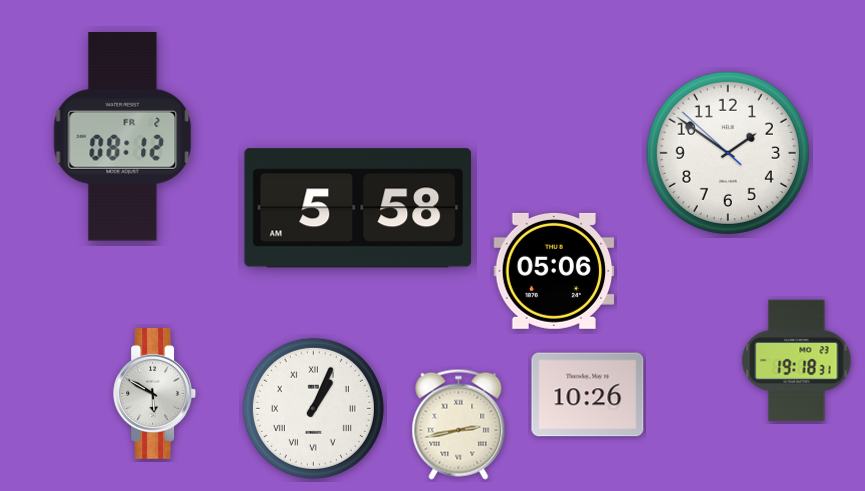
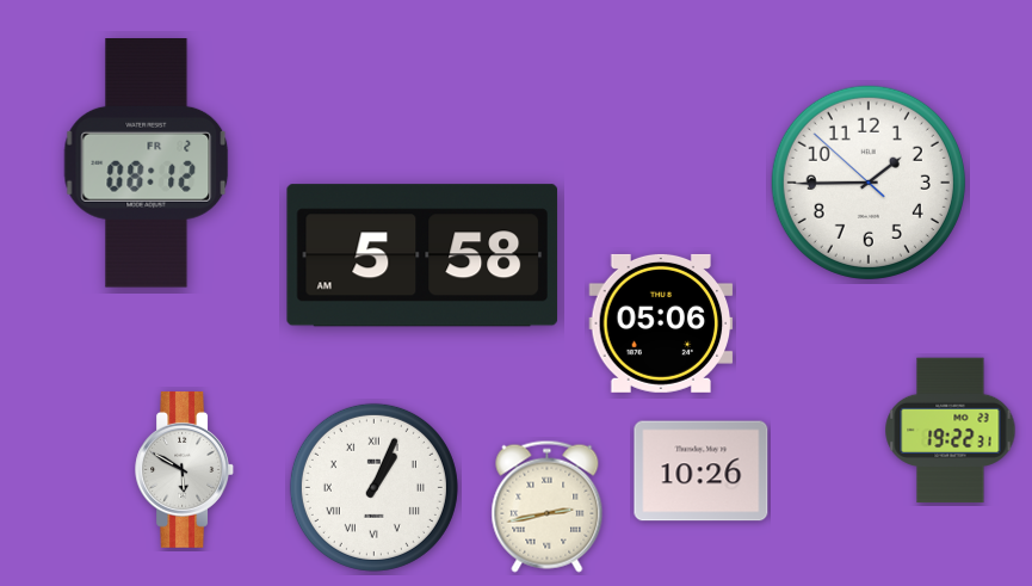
clock at (728, 153): 1:50 -> 1:44
clock at (358, 208) position: (358, 208) -> (422, 255)
clock at (797, 361): 19:18 -> 19:22
